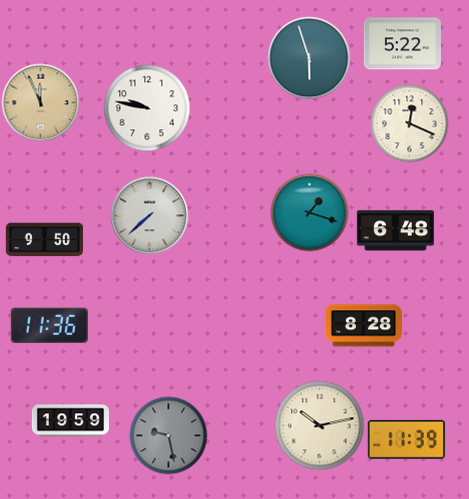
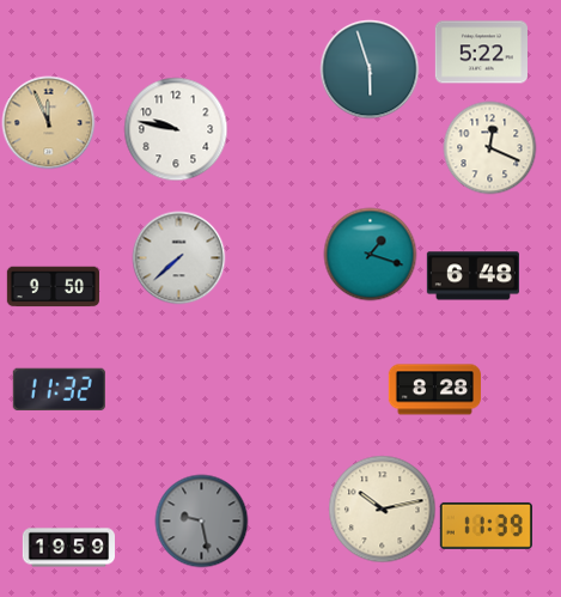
clock at (49, 325): 11:36 -> 11:32
clock at (70, 421) position: (70, 421) -> (68, 548)
